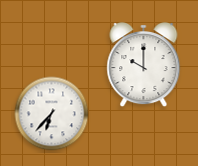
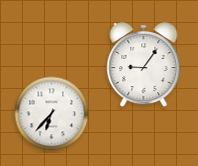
clock at (144, 66): 10:00 -> 9:06
